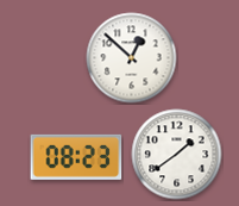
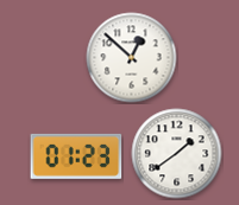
clock at (76, 157): 08:23 -> 01:23
